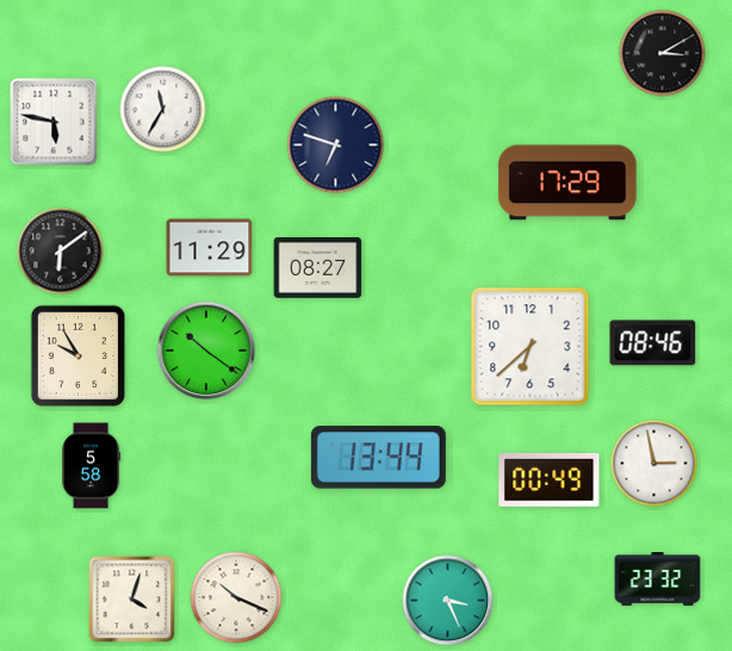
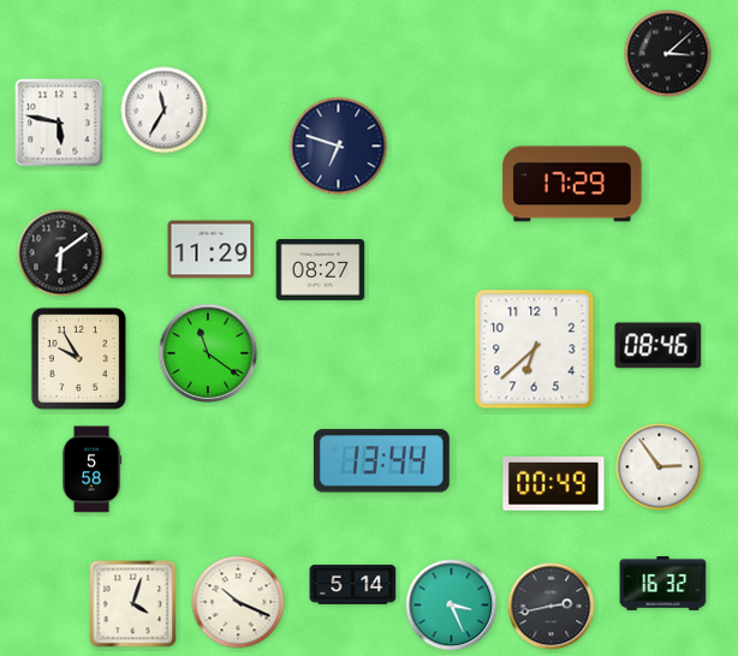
clock at (663, 54): 3:10 -> 3:08
clock at (54, 122) position: (54, 122) -> (59, 123)
clock at (206, 351): 10:21 -> 11:21
clock at (655, 464): 2:58 -> 2:54
clock at (658, 579): 23:32 -> 16:32
clock at (353, 585): none -> 5:14
clock at (552, 607): none -> 2:43
